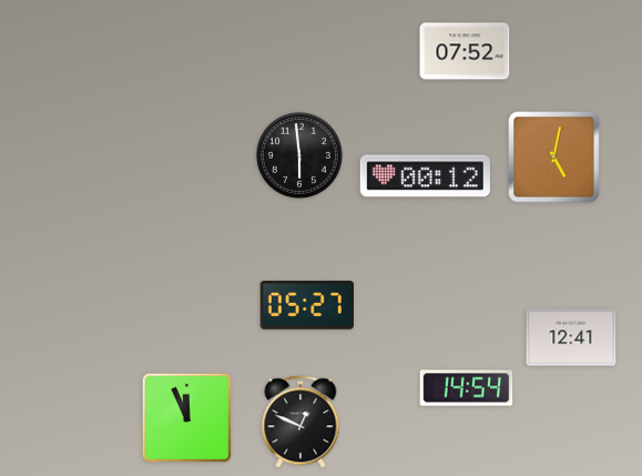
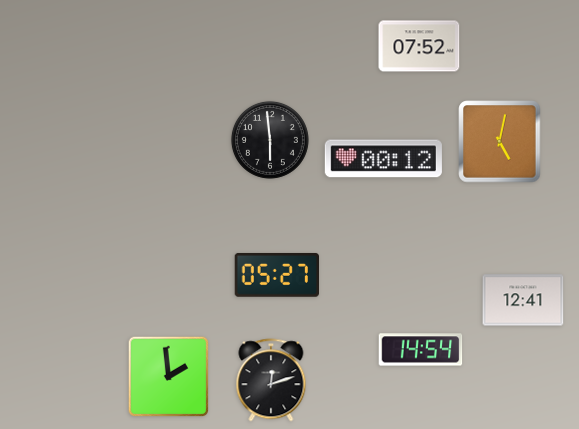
clock at (571, 337) position: (571, 337) -> (523, 300)
clock at (186, 417): 11:56 -> 1:59
clock at (300, 422): 12:49 -> 12:12
